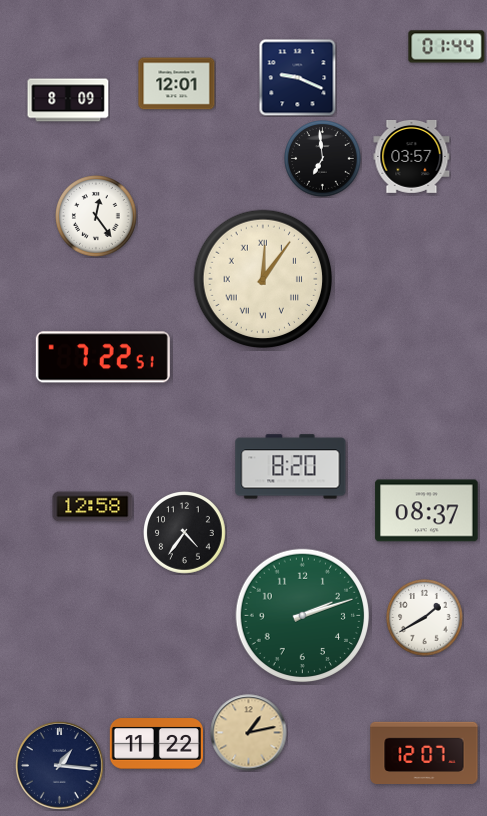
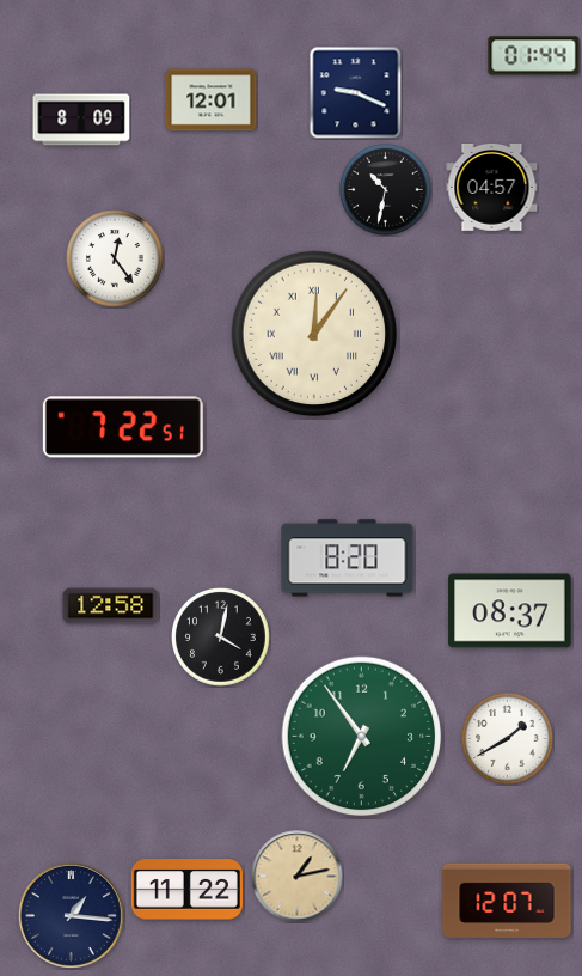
clock at (412, 156): 03:57 -> 04:57
clock at (323, 159): 6:59 -> 10:32
clock at (185, 533): 4:36 -> 4:02
clock at (303, 616): 2:12 -> 6:54
